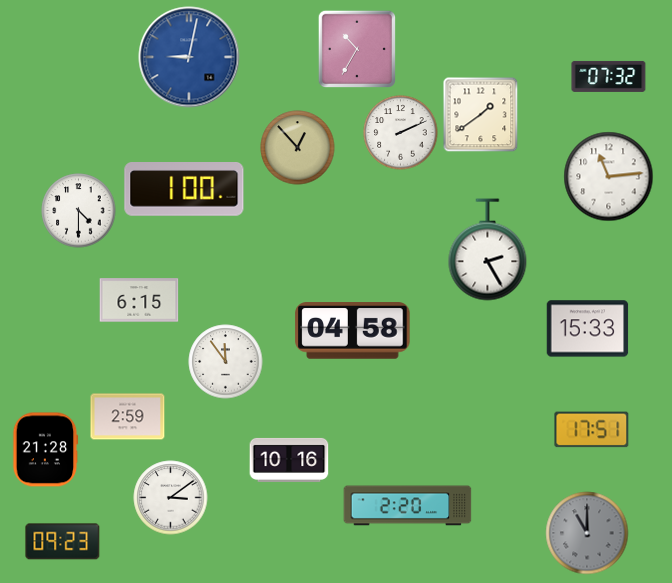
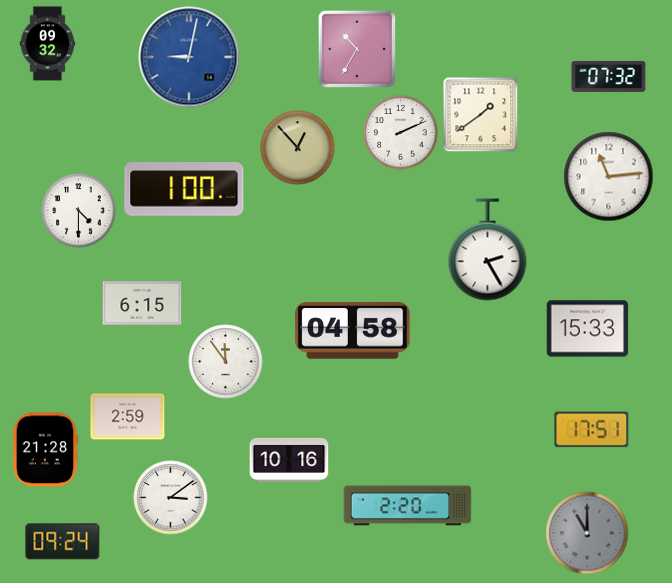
clock at (48, 44): none -> 09:32
clock at (139, 300) position: (139, 300) -> (142, 303)
clock at (63, 542): 09:23 -> 09:24
